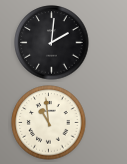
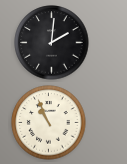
clock at (49, 123): 10:59 -> 10:56
